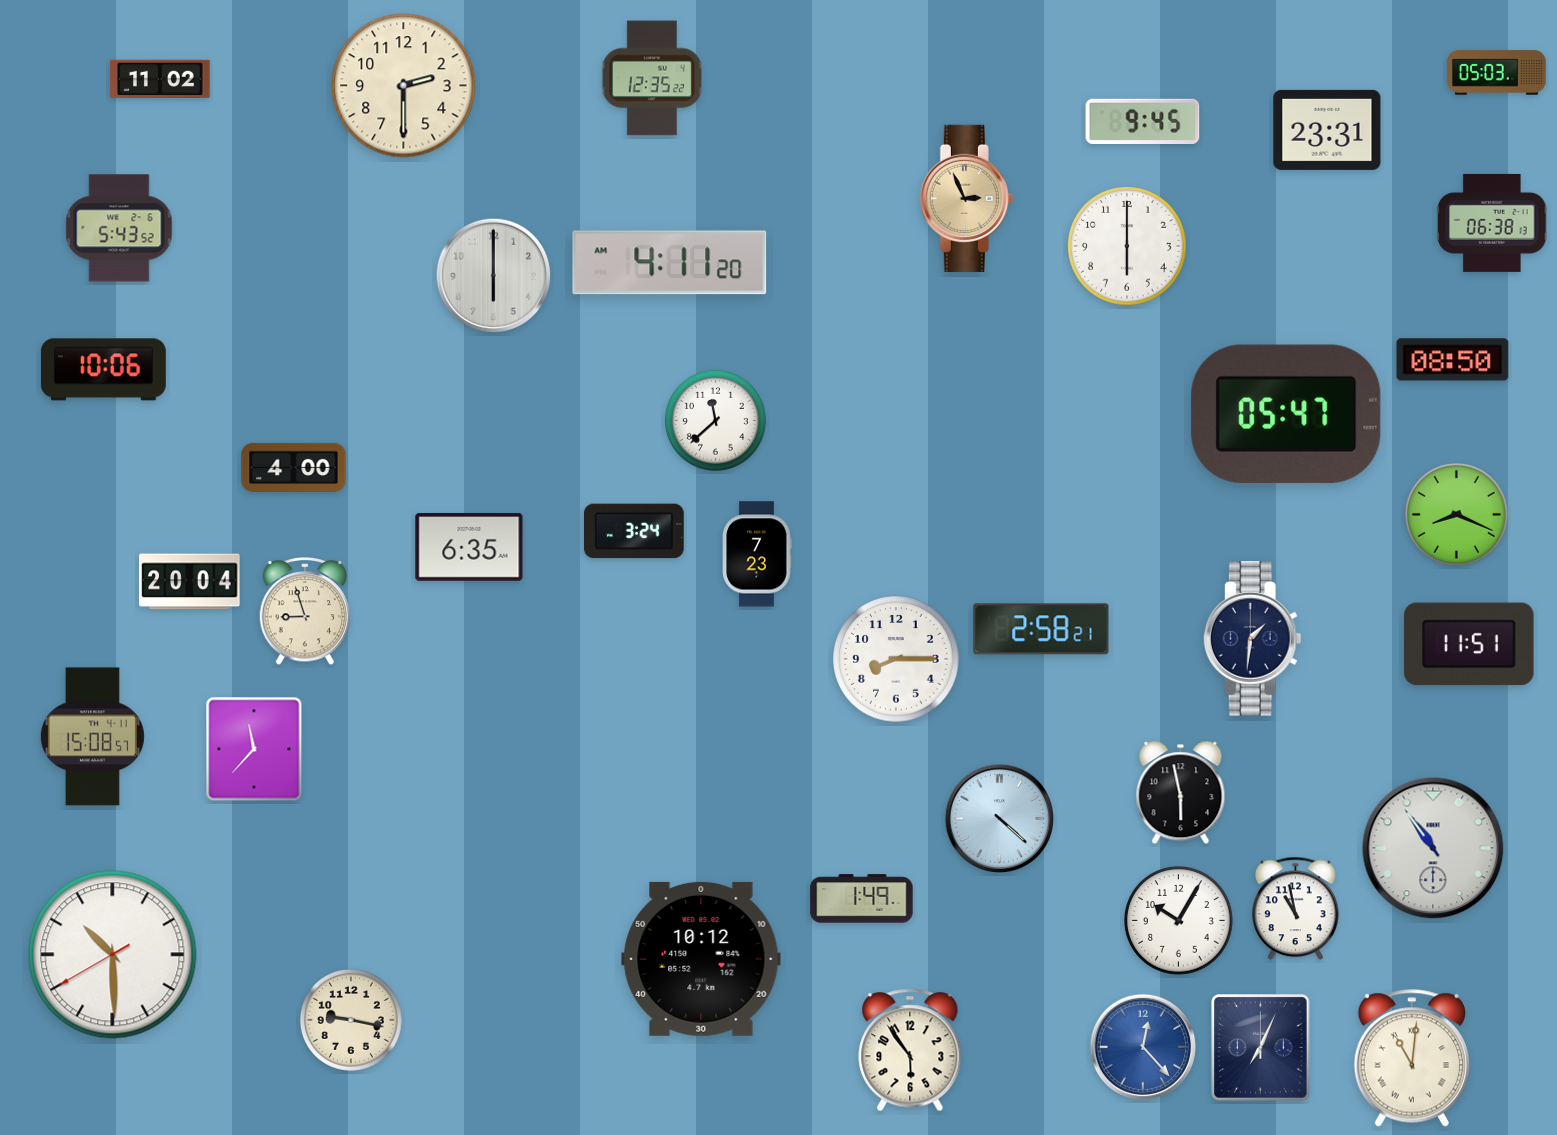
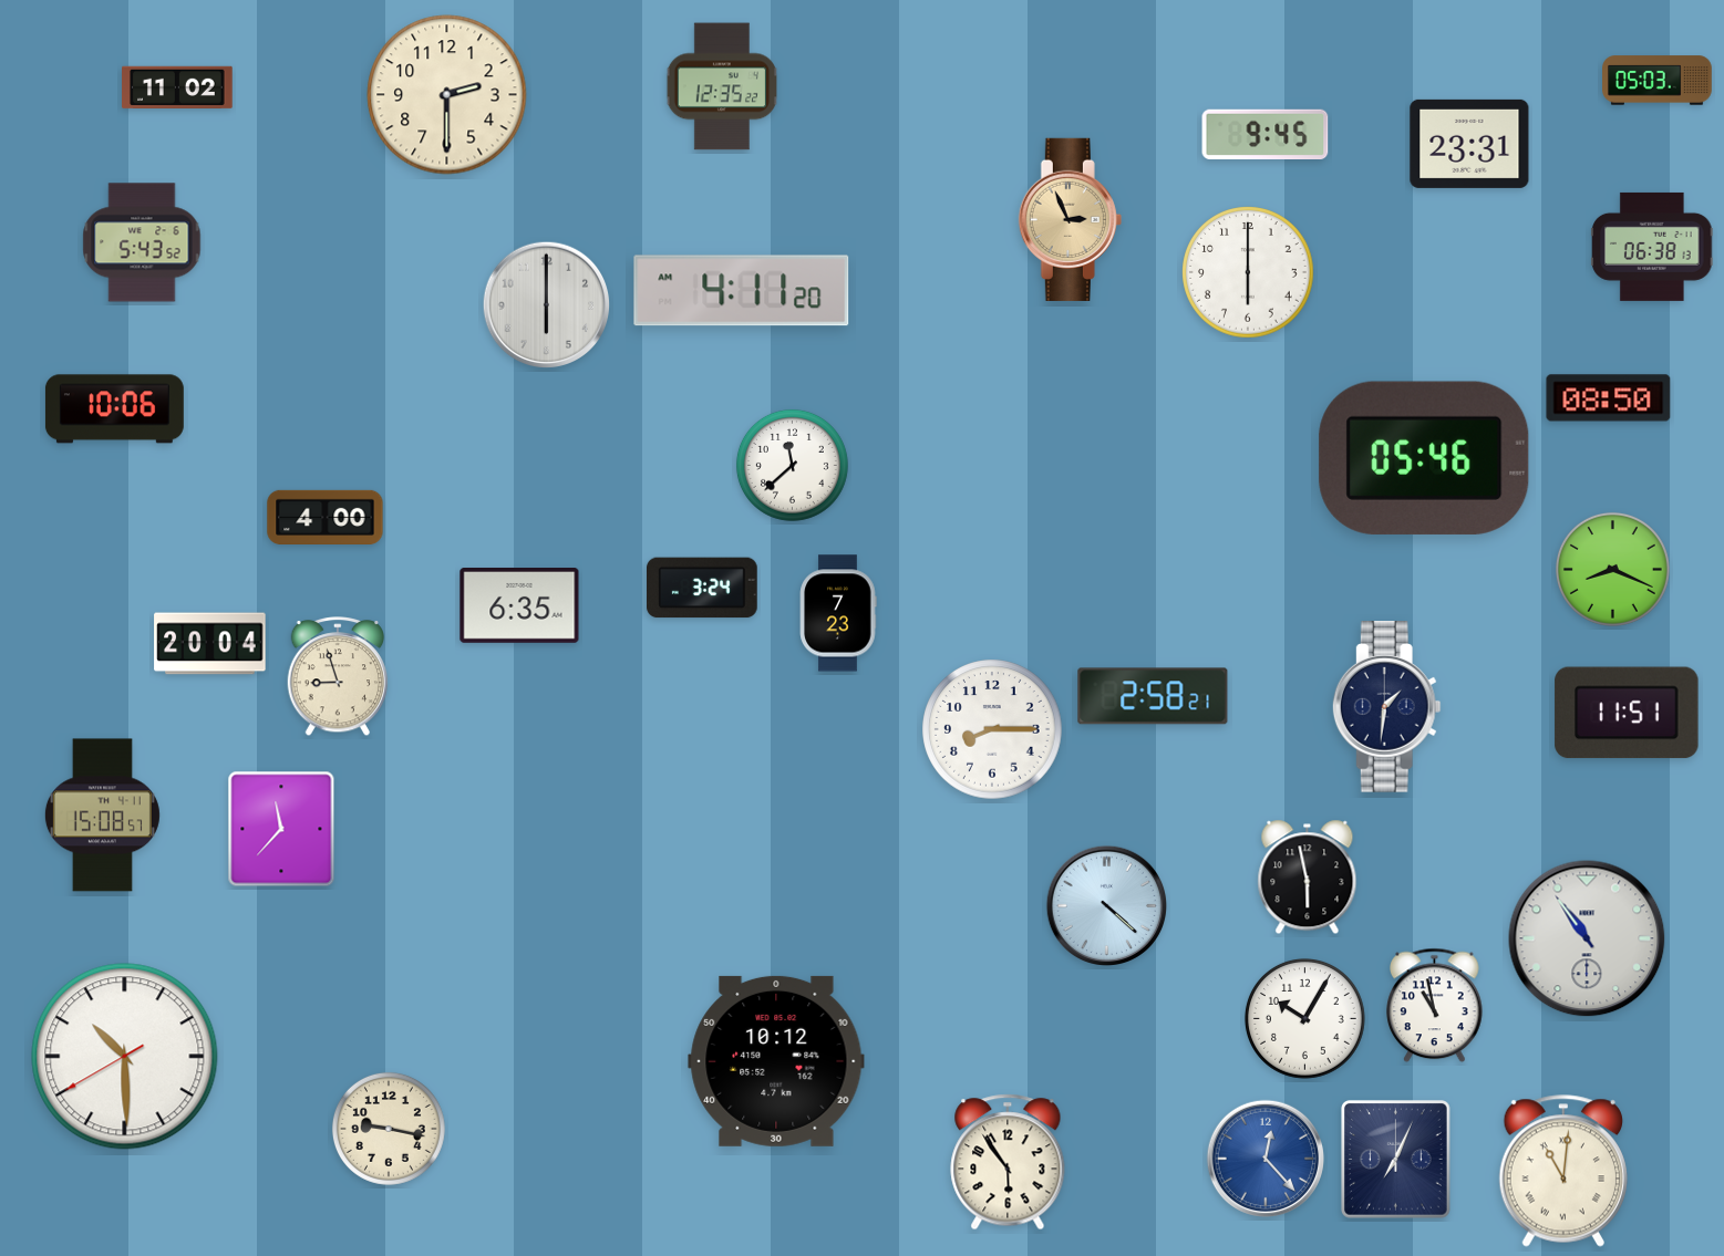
clock at (119, 228) position: (119, 228) -> (142, 242)
clock at (1286, 414): 05:47 -> 05:46
clock at (862, 899): 1:49 -> none
